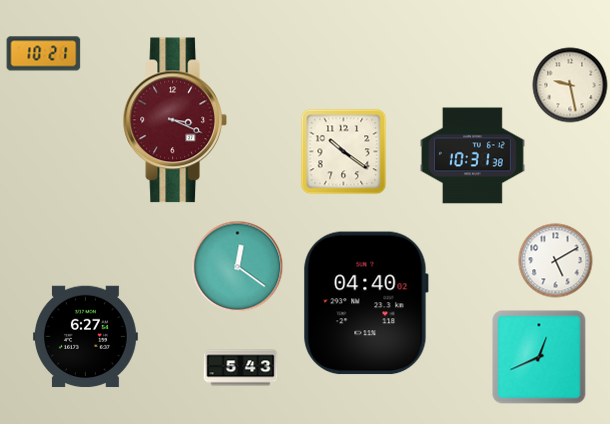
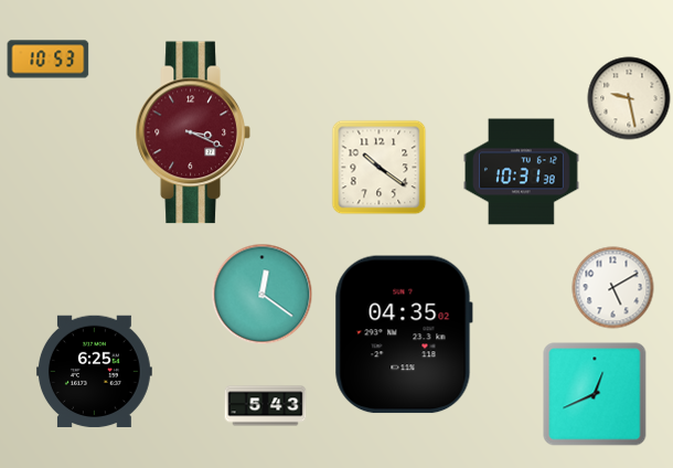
clock at (44, 54): 10:21 -> 10:53
clock at (570, 85) position: (570, 85) -> (629, 98)
clock at (366, 303): 04:40 -> 04:35
clock at (85, 337): 6:27 -> 6:25
